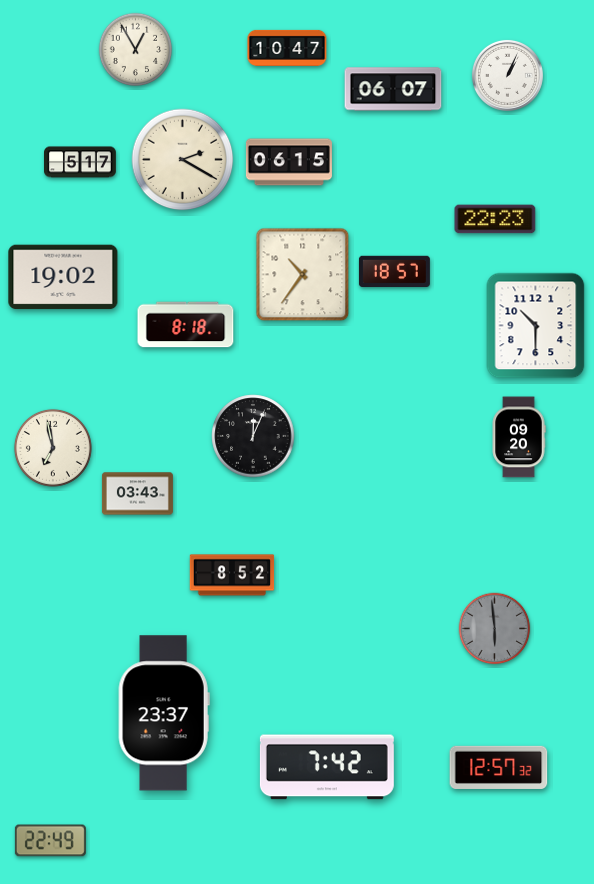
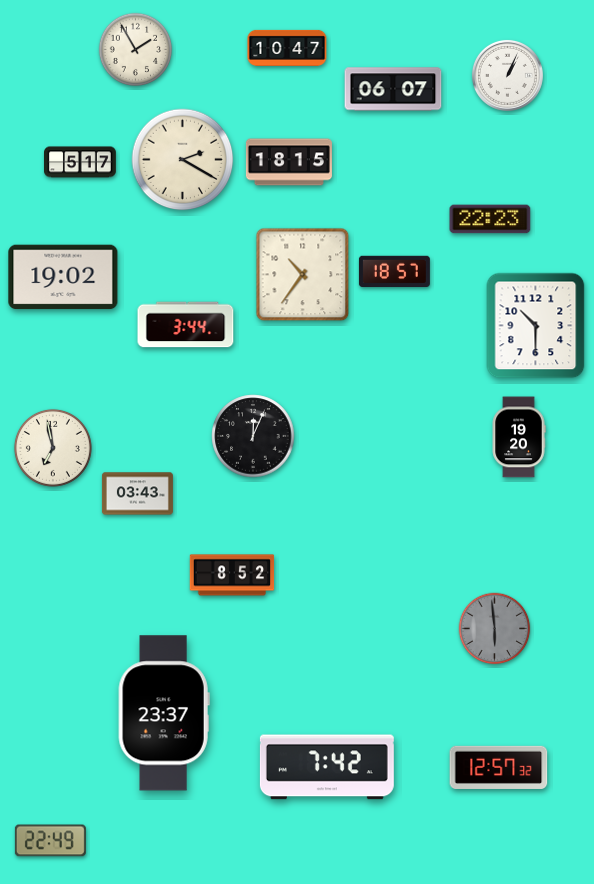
clock at (136, 50): 12:55 -> 1:55
clock at (289, 162): 06:15 -> 18:15
clock at (495, 219) position: (495, 219) -> (490, 219)
clock at (186, 325): 8:18 -> 3:44
clock at (519, 437): 09:20 -> 19:20
